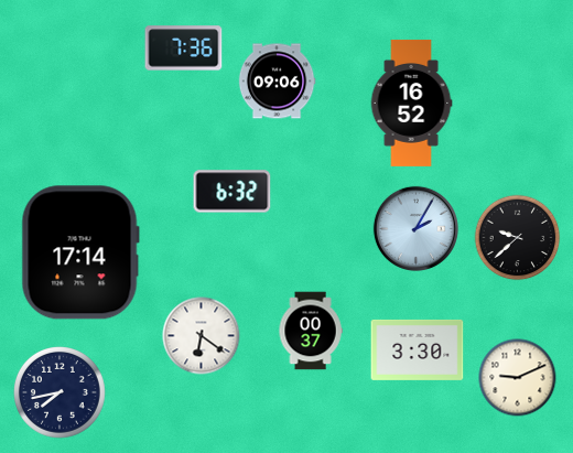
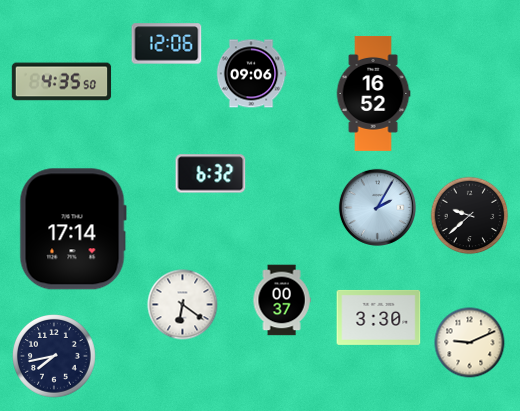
clock at (184, 48): 7:36 -> 12:06
clock at (62, 82): none -> 4:35
